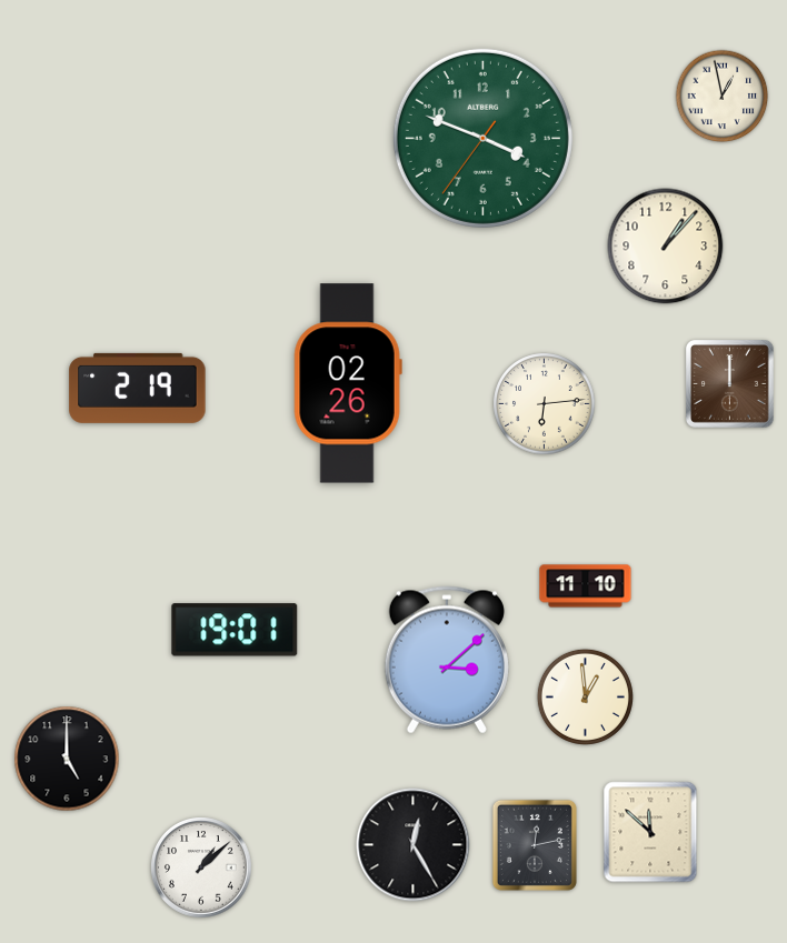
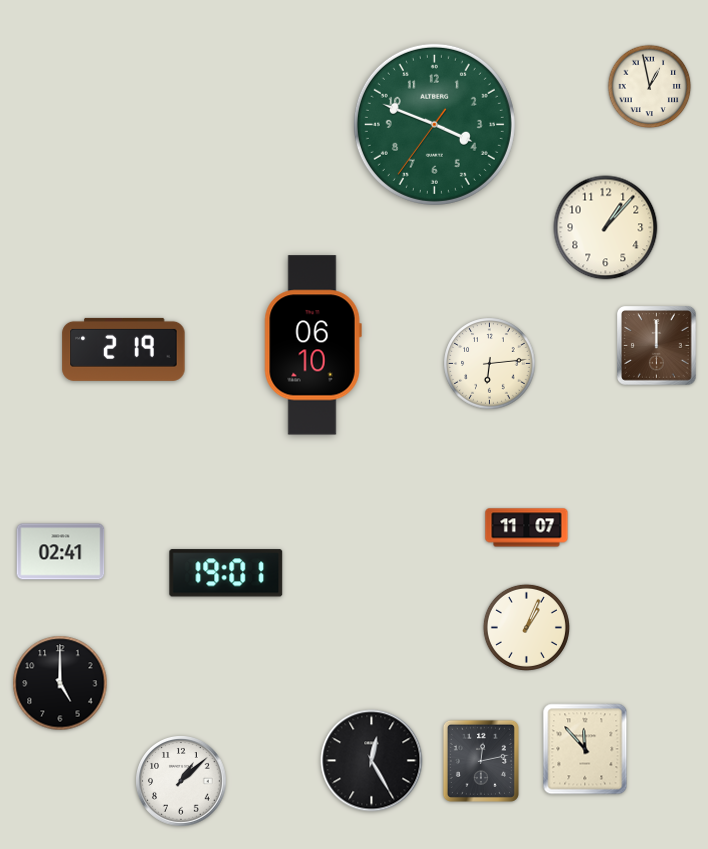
clock at (666, 247) position: (666, 247) -> (606, 228)
clock at (348, 383): 02:26 -> 06:10
clock at (586, 586): 11:10 -> 11:07
clock at (61, 552): none -> 02:41
clock at (235, 630) position: (235, 630) -> (226, 573)
clock at (447, 660): 3:08 -> none
clock at (585, 696): 12:59 -> 1:04
clock at (650, 832): 11:52 -> 11:53
